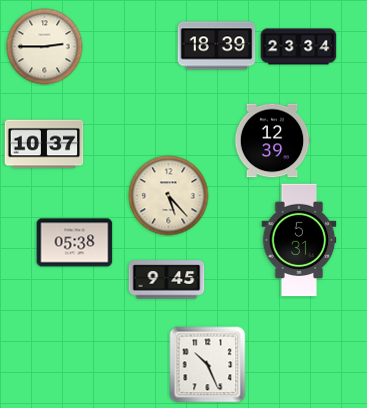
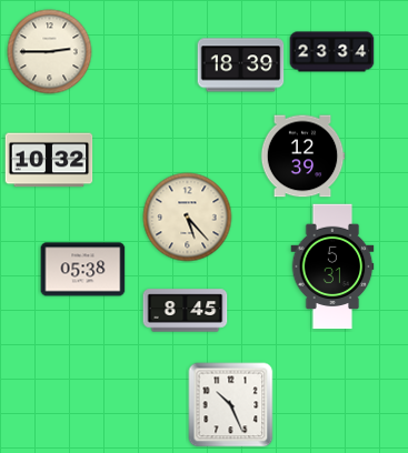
clock at (217, 46) position: (217, 46) -> (241, 66)
clock at (44, 144): 10:37 -> 10:32
clock at (167, 280): 9:45 -> 8:45
